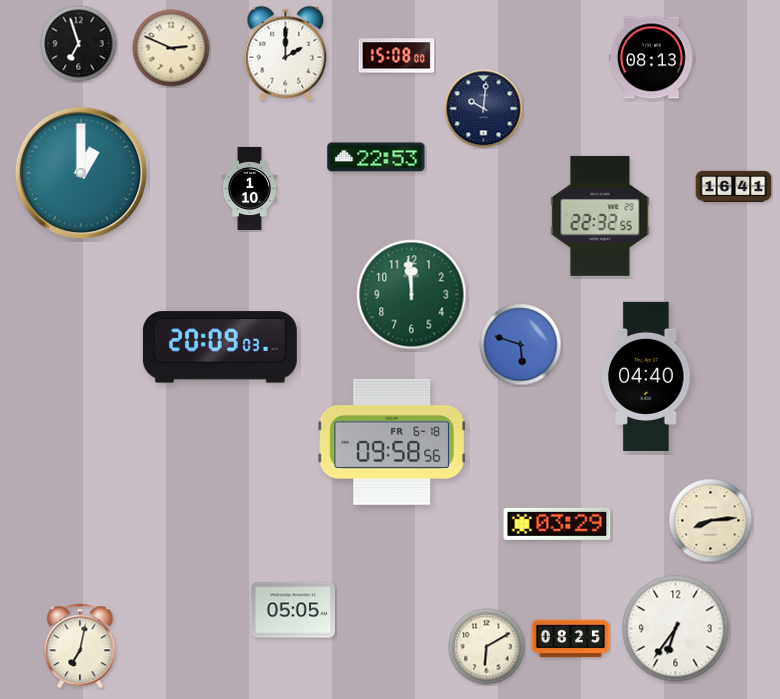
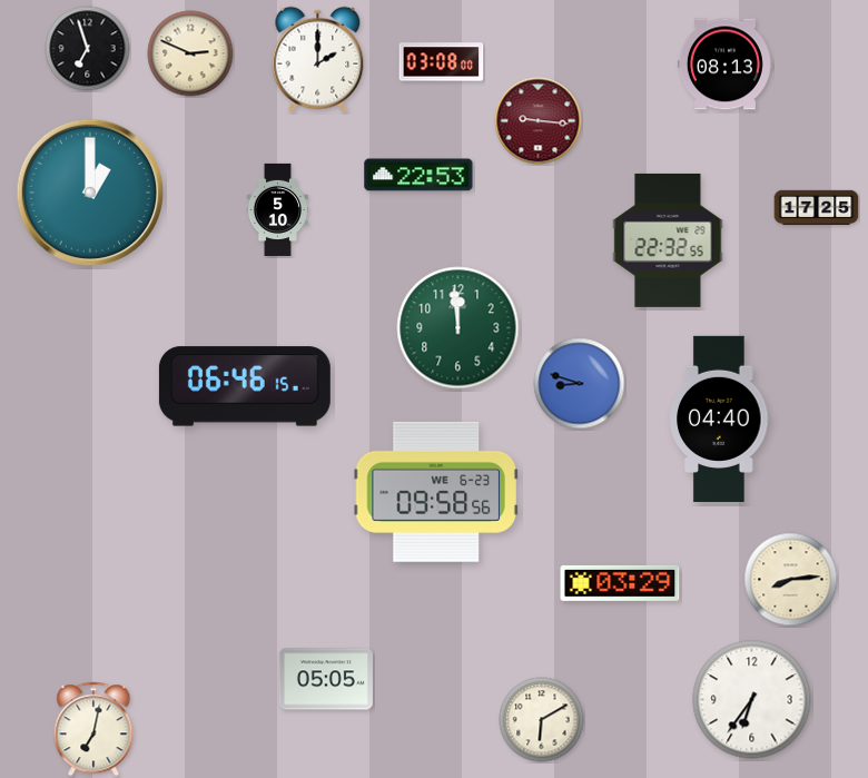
clock at (397, 56): 15:08 -> 03:08
clock at (484, 109): 10:01 -> 9:16
clock at (484, 109) dial: navy -> burgundy
clock at (734, 187): 16:41 -> 17:25
clock at (249, 188): 1:10 -> 5:10
clock at (521, 345): 5:48 -> 8:48
clock at (220, 347): 20:09 -> 06:46
clock at (392, 442) date: FR 6-18 -> WE 6-23
clock at (571, 639): 08:25 -> none
clock at (80, 646) position: (80, 646) -> (93, 729)
